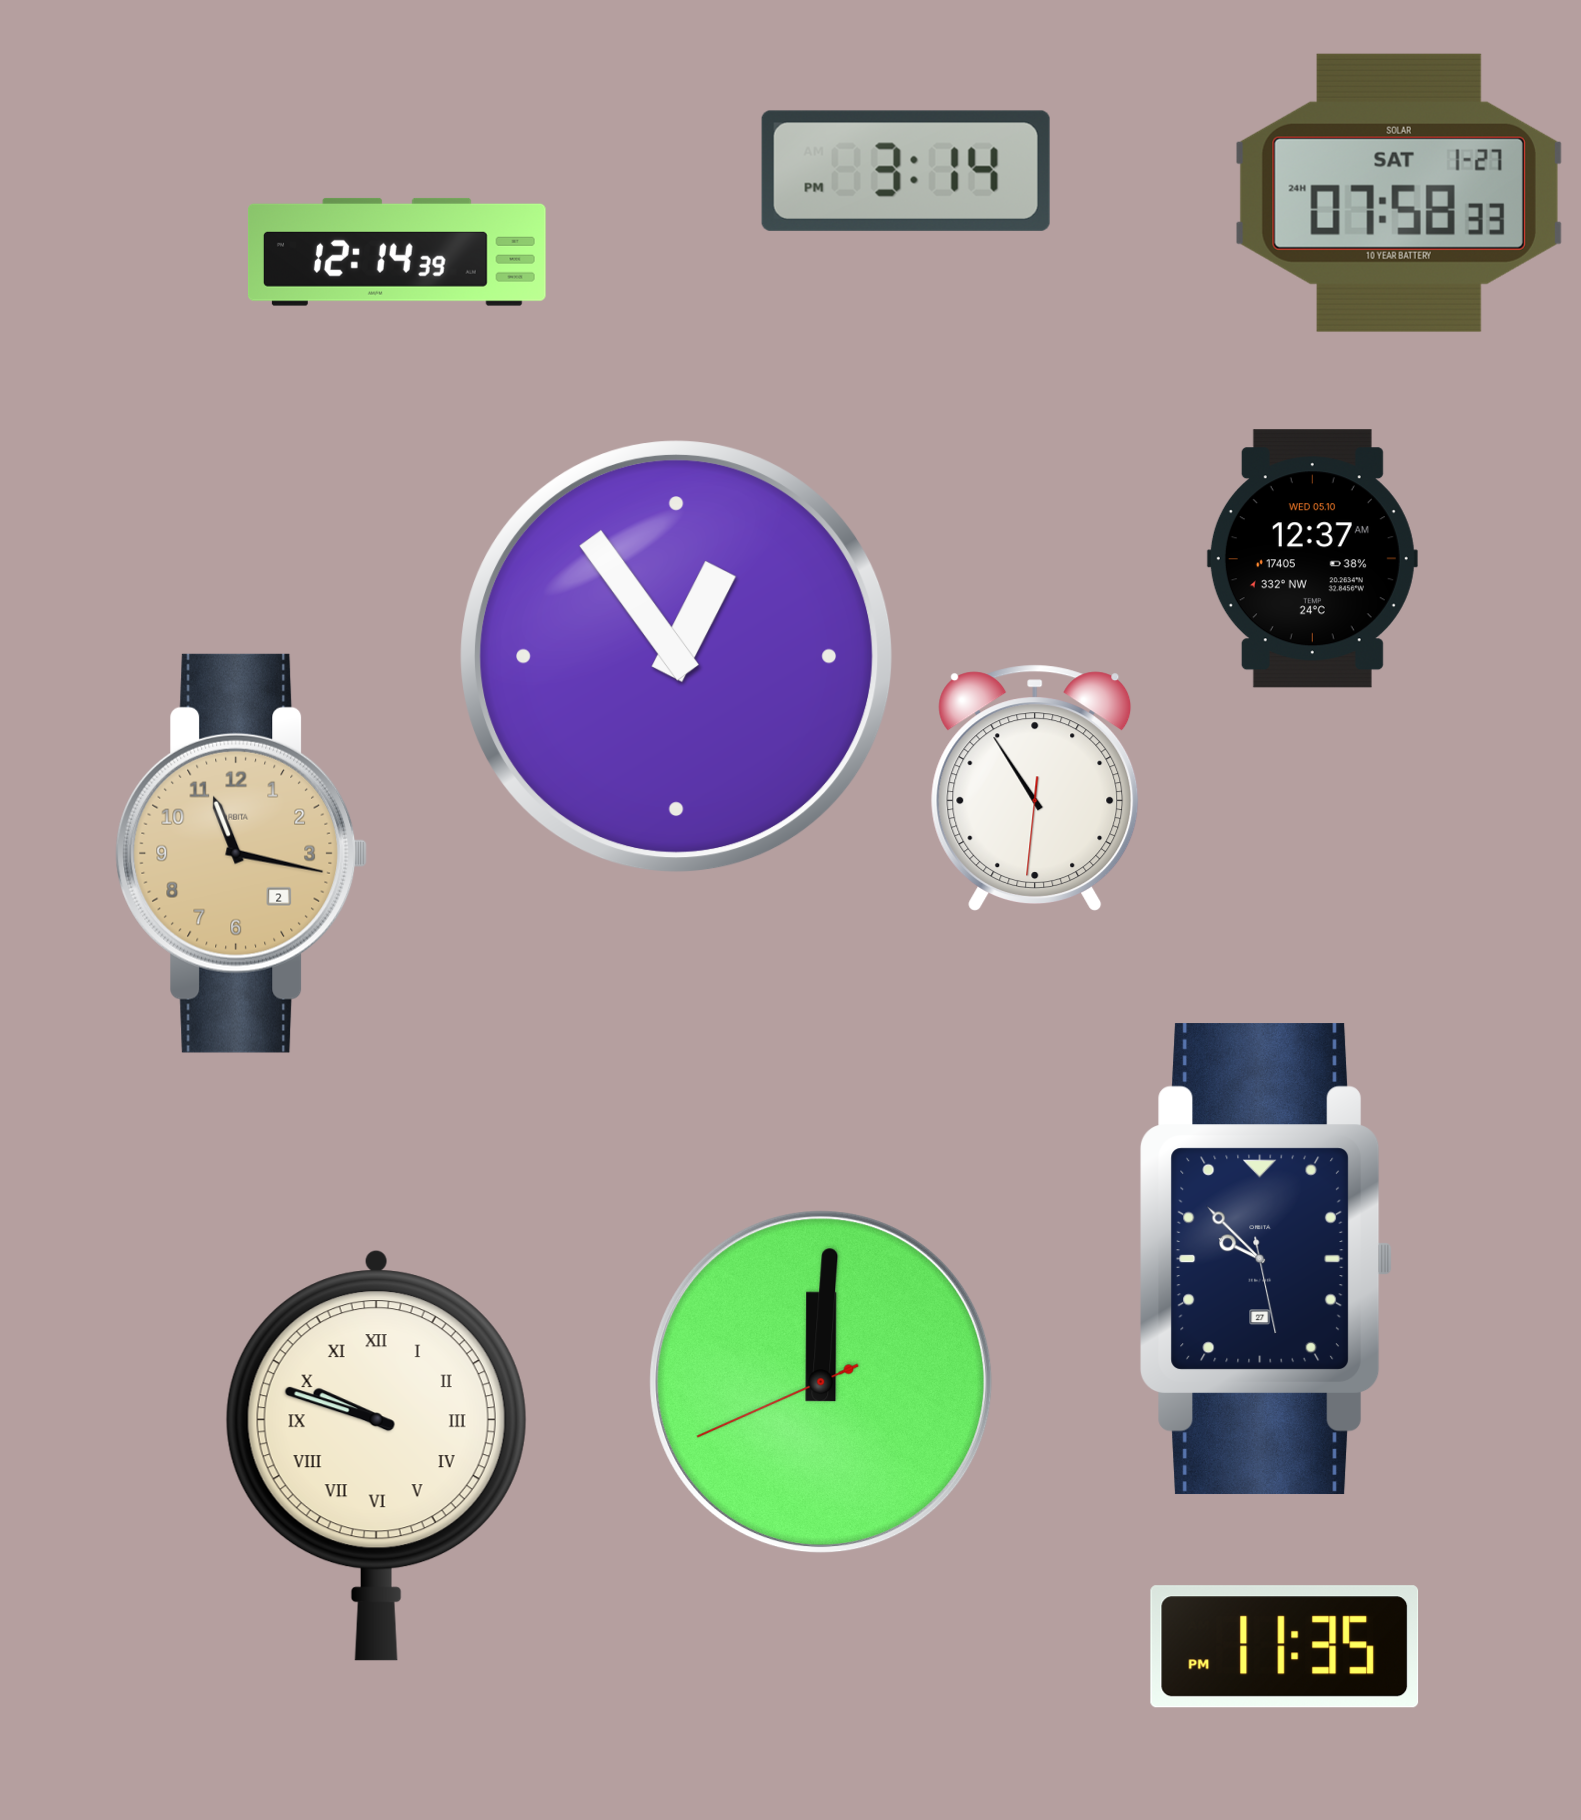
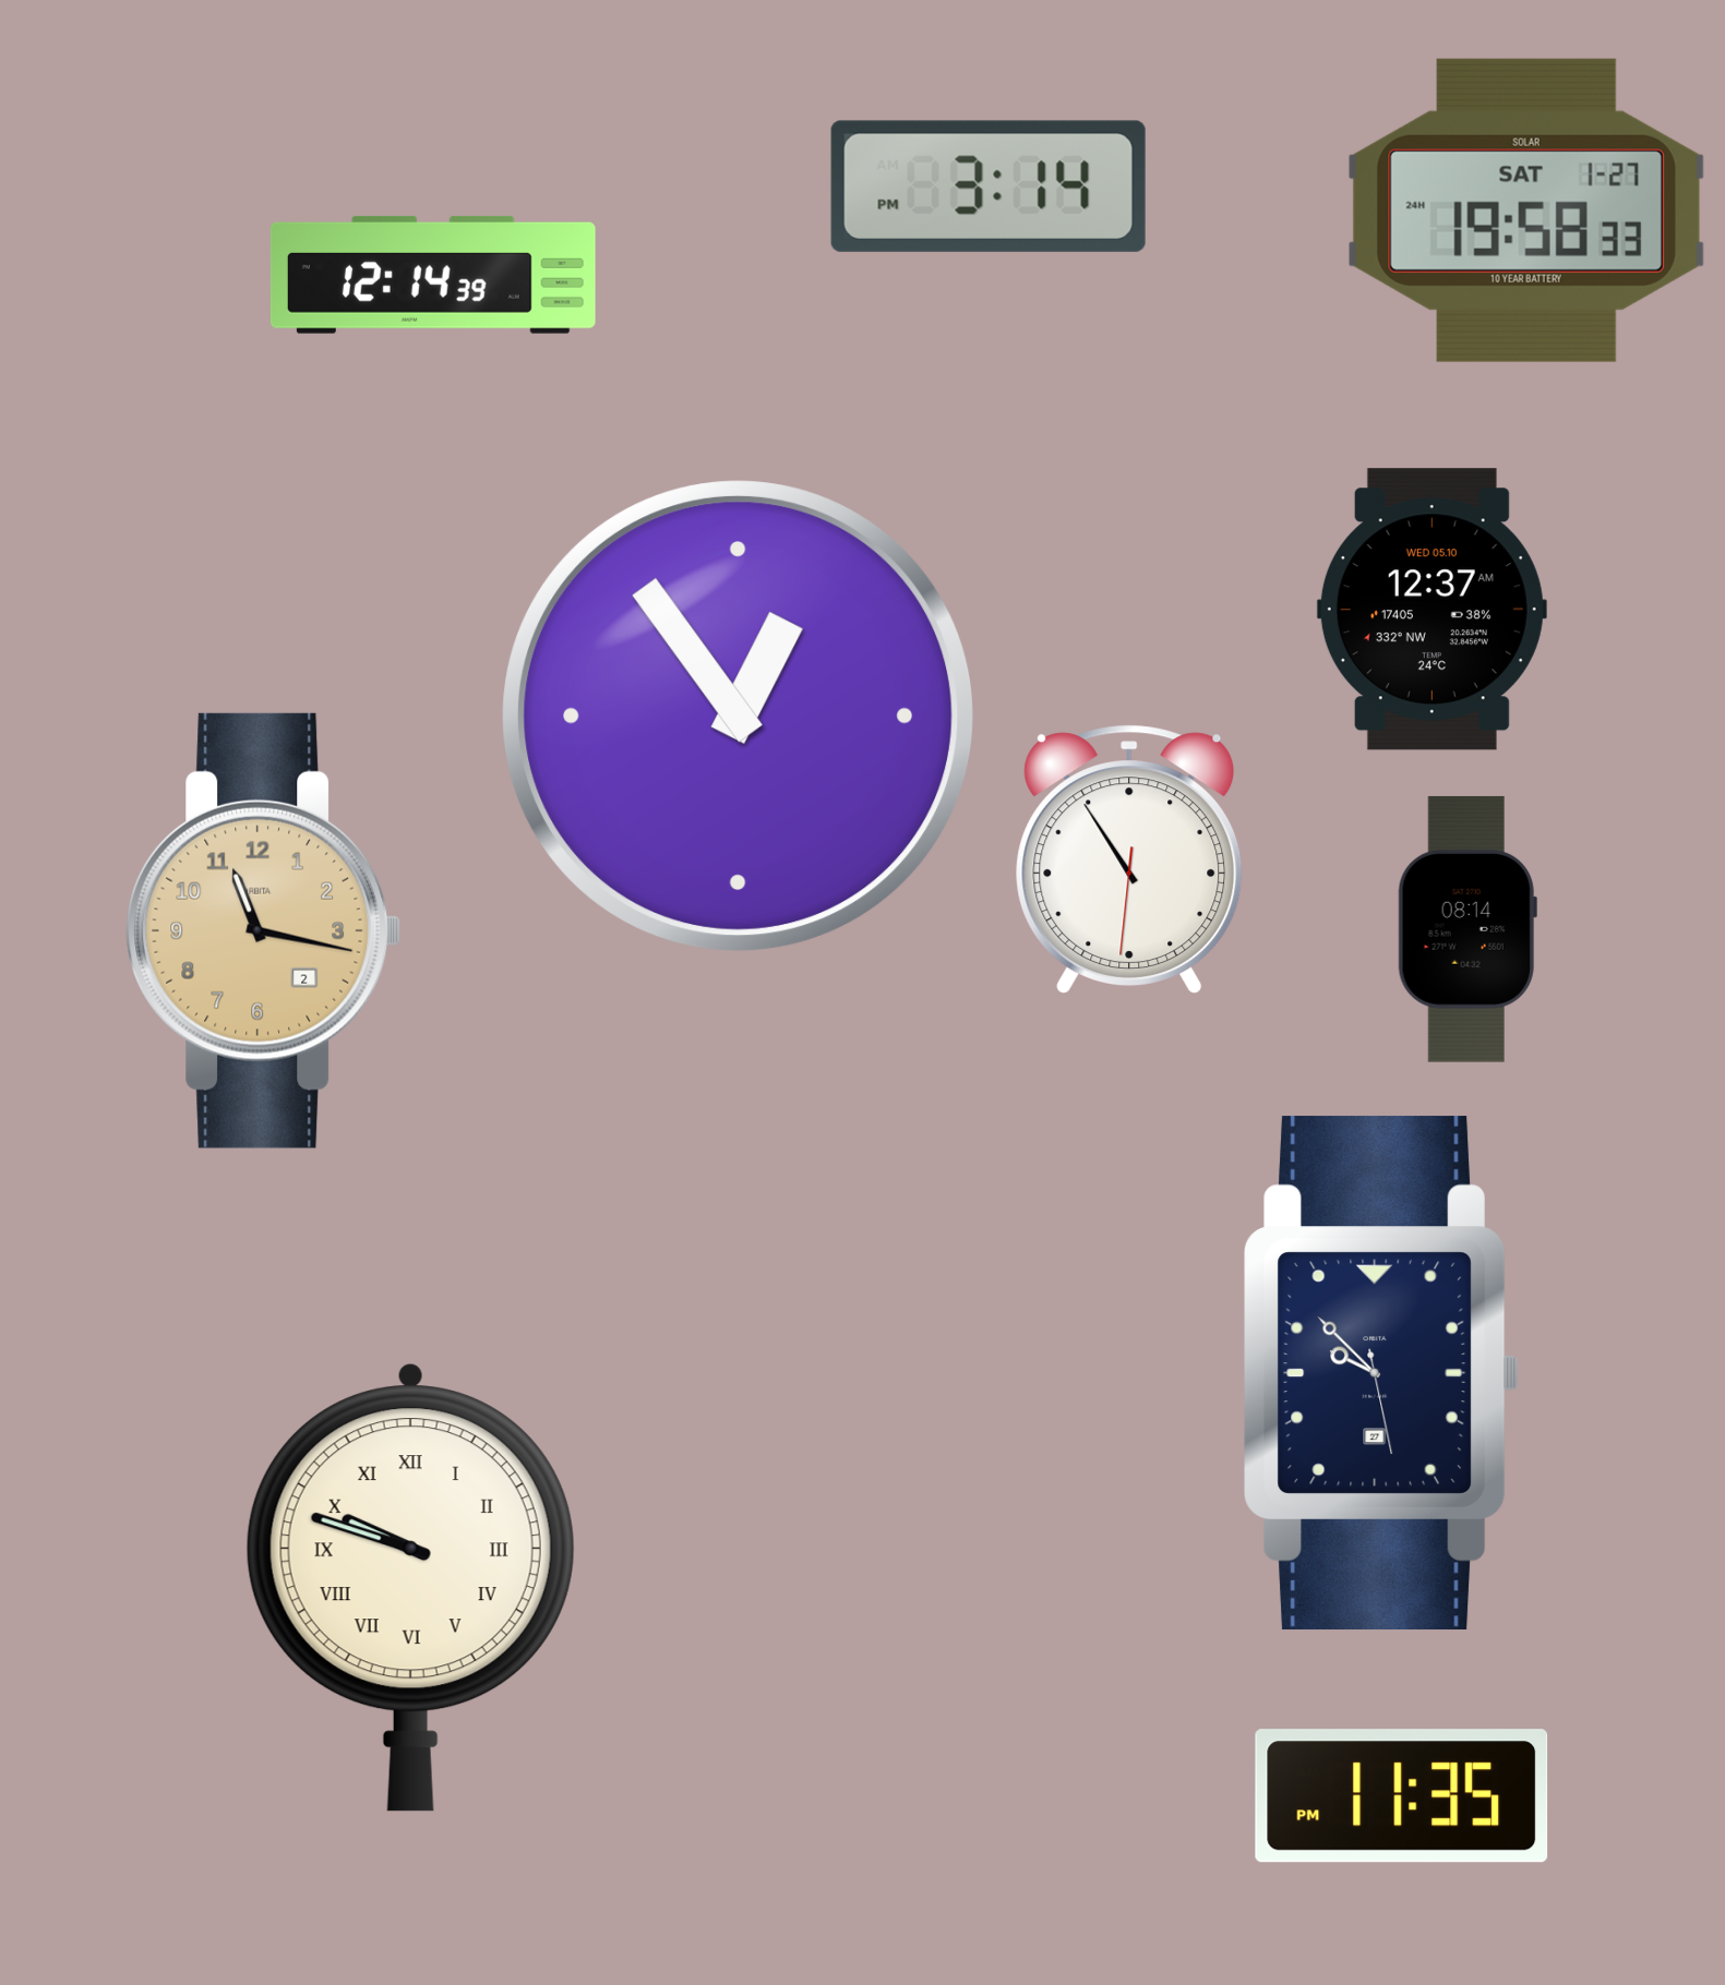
clock at (1399, 193): 07:58 -> 19:58
clock at (1468, 929): none -> 08:14
clock at (821, 1382): 12:00 -> none
